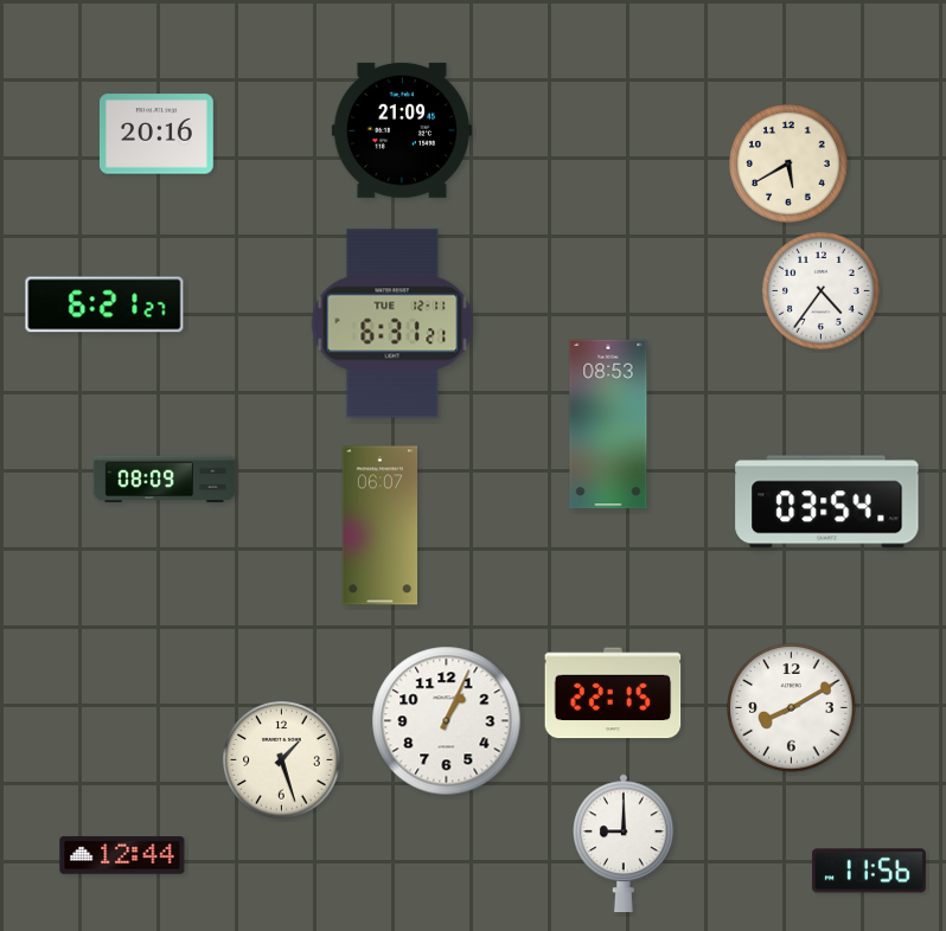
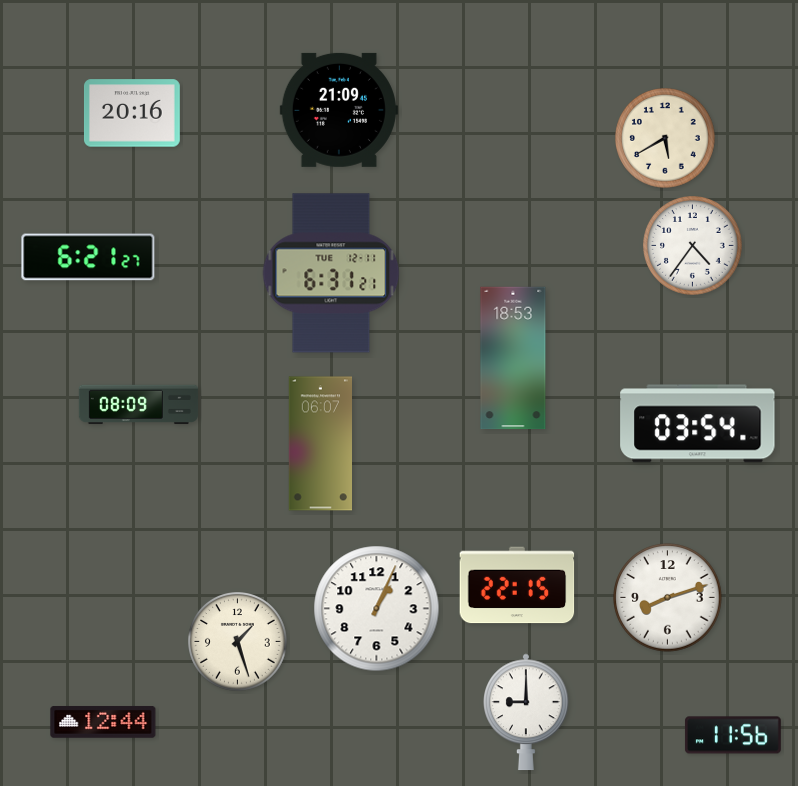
clock at (608, 424): 08:53 -> 18:53
clock at (792, 708): 8:10 -> 8:12
